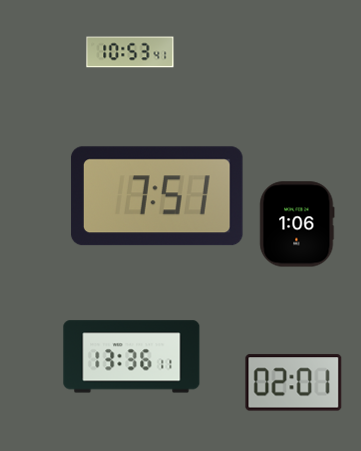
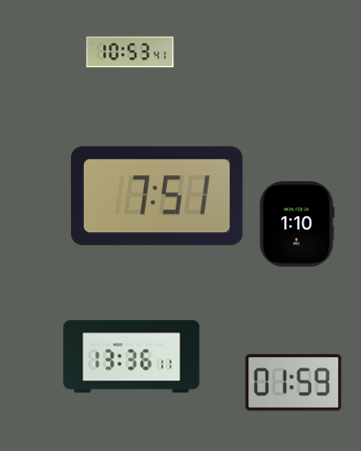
clock at (297, 224): 1:06 -> 1:10
clock at (294, 383): 02:01 -> 01:59
